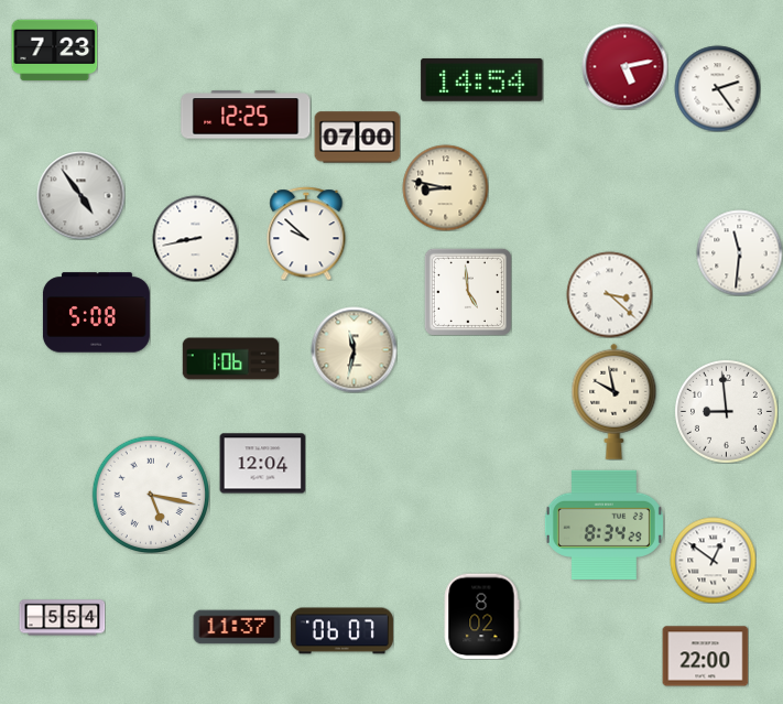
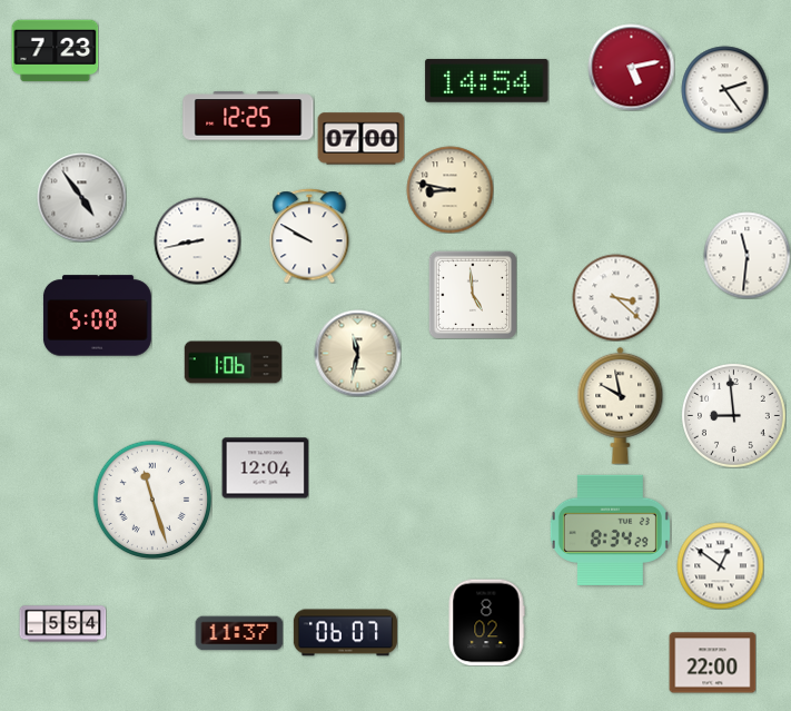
clock at (306, 234): 9:52 -> 9:50
clock at (150, 494): 5:17 -> 11:27
clock at (341, 631) position: (341, 631) -> (345, 633)
